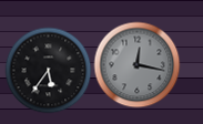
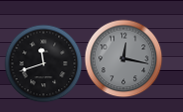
clock at (48, 70): 5:36 -> 11:42
